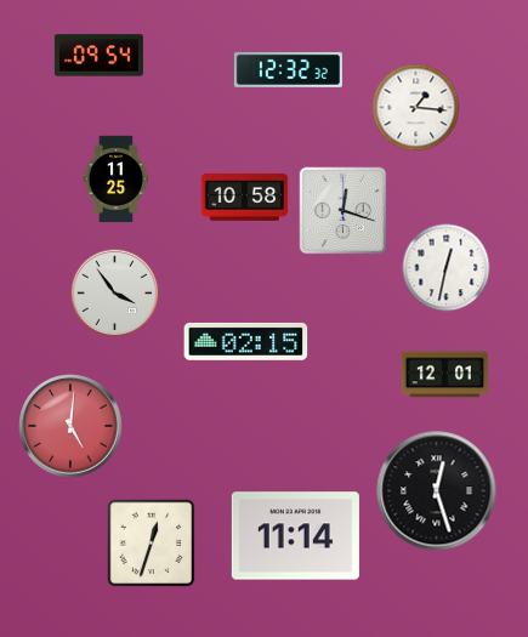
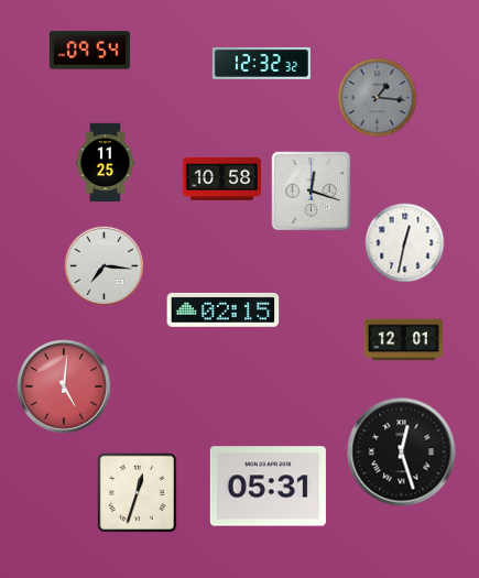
clock at (416, 108) dial: white -> grey
clock at (115, 294): 3:54 -> 7:16
clock at (437, 491) position: (437, 491) -> (402, 452)
clock at (295, 536): 11:14 -> 05:31
